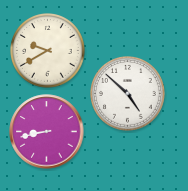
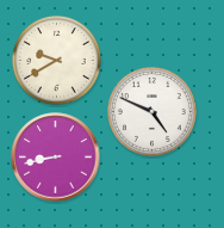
clock at (128, 94): 4:52 -> 4:49
